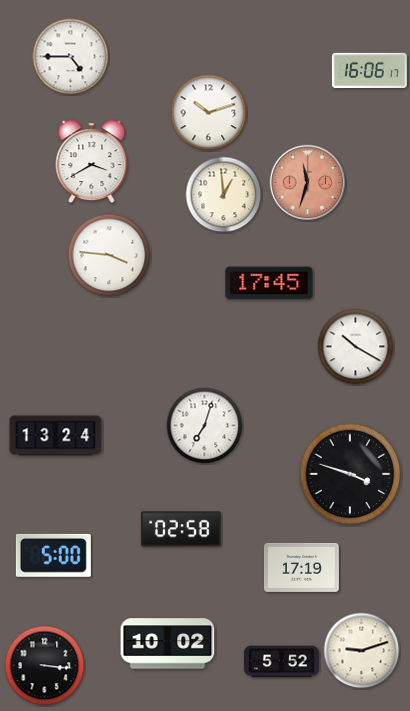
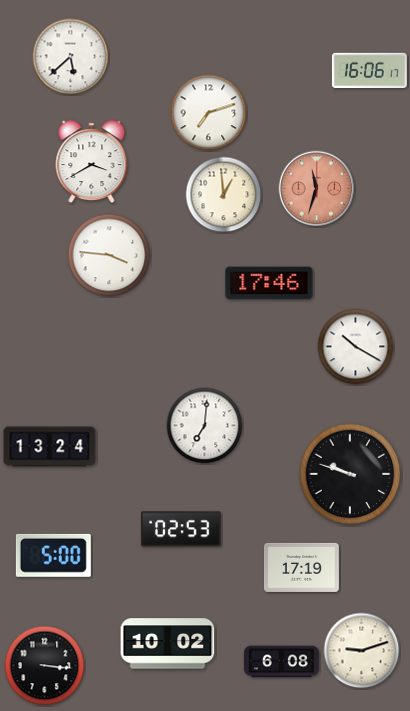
clock at (71, 57): 4:45 -> 5:38
clock at (209, 113): 10:12 -> 7:12
clock at (308, 183) position: (308, 183) -> (317, 189)
clock at (269, 283): 17:45 -> 17:46
clock at (205, 426): 7:03 -> 7:01
clock at (56, 436) position: (56, 436) -> (50, 447)
clock at (350, 474): 3:48 -> 9:48
clock at (181, 529): 02:58 -> 02:53
clock at (281, 662): 5:52 -> 6:08
